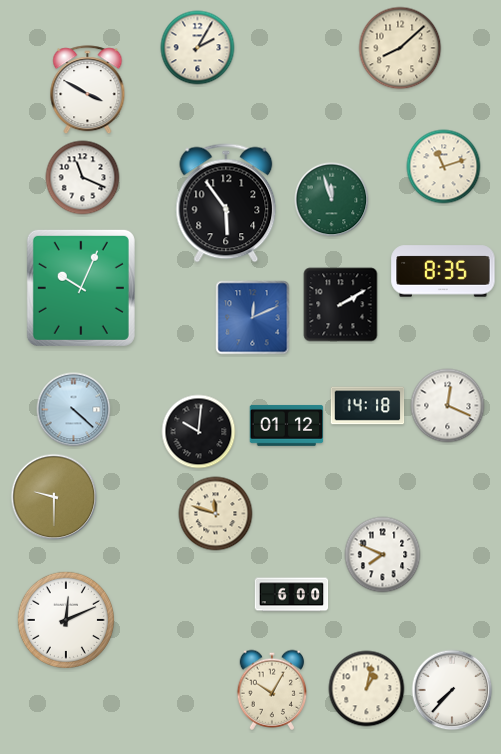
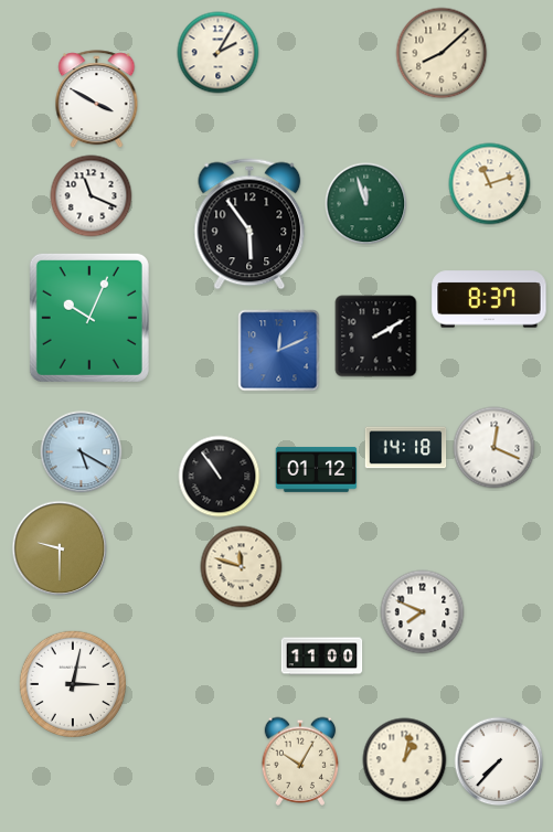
clock at (332, 200) position: (332, 200) -> (366, 204)
clock at (443, 271): 8:35 -> 8:37
clock at (74, 410): 4:22 -> 5:20
clock at (199, 432): 10:01 -> 10:54
clock at (216, 514) position: (216, 514) -> (242, 567)
clock at (292, 595): 6:00 -> 11:00
clock at (65, 619): 12:11 -> 3:02
